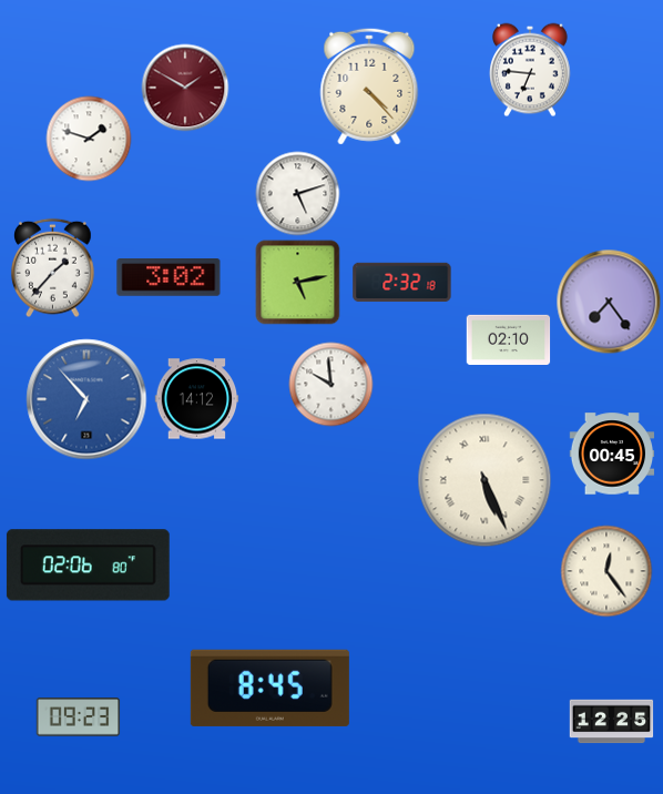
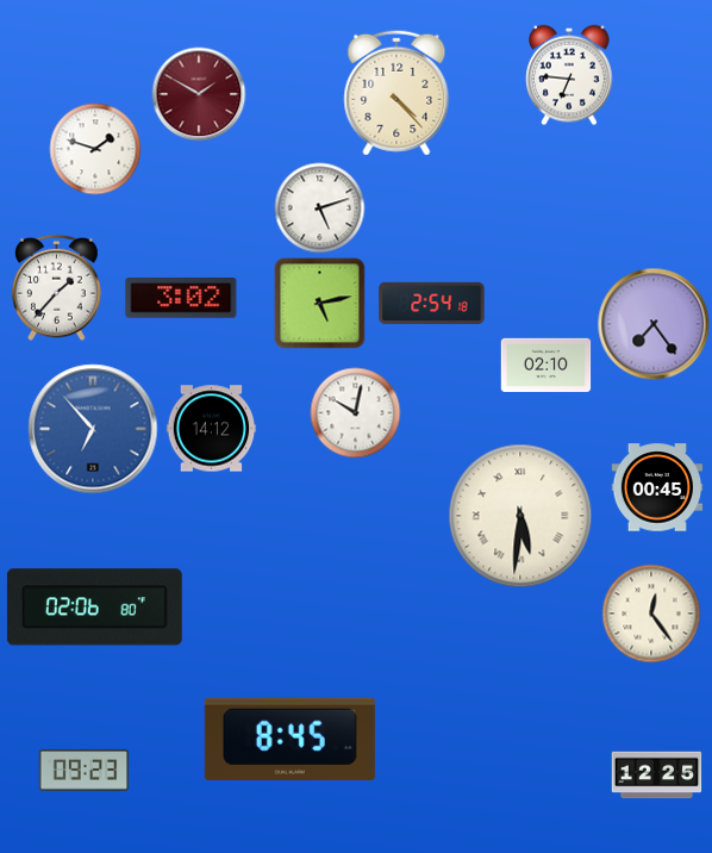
clock at (402, 283): 2:32 -> 2:54
clock at (331, 385): 9:59 -> 10:02
clock at (484, 480): 5:26 -> 5:31
